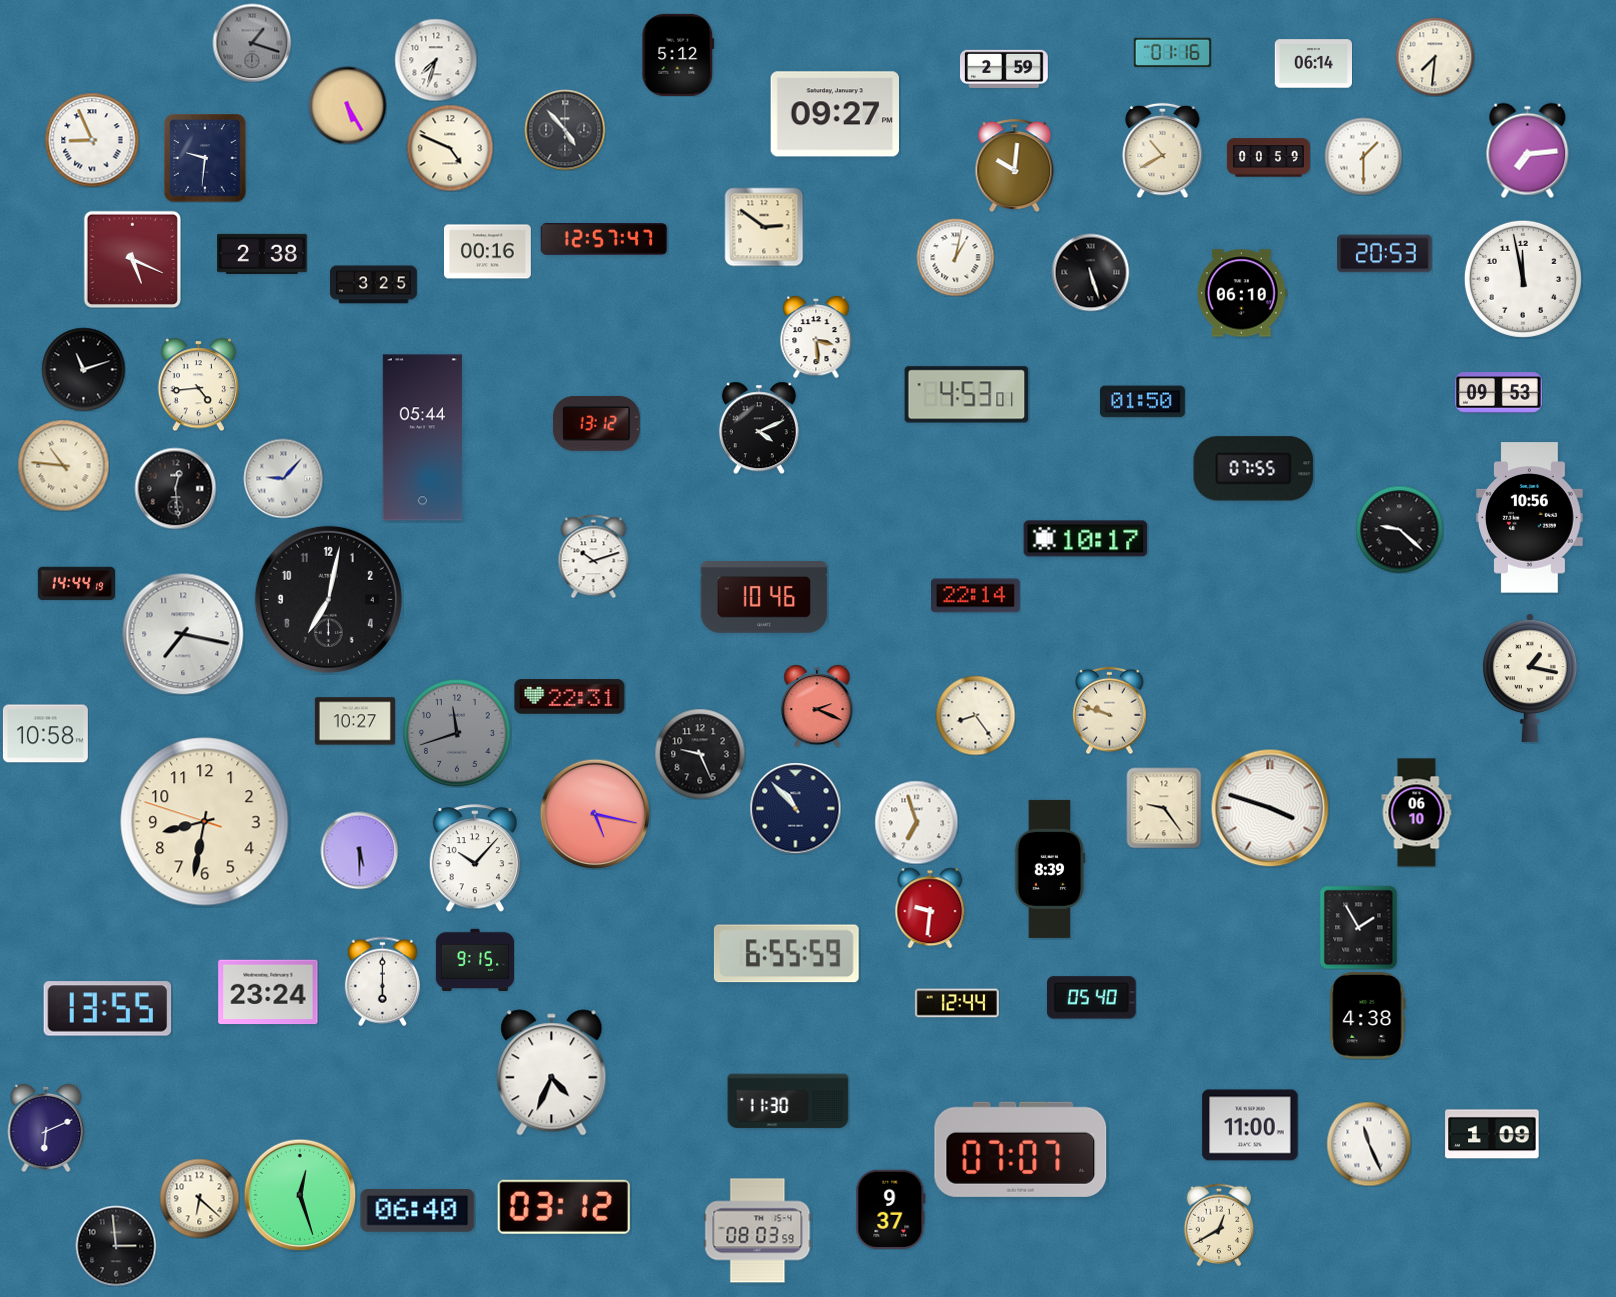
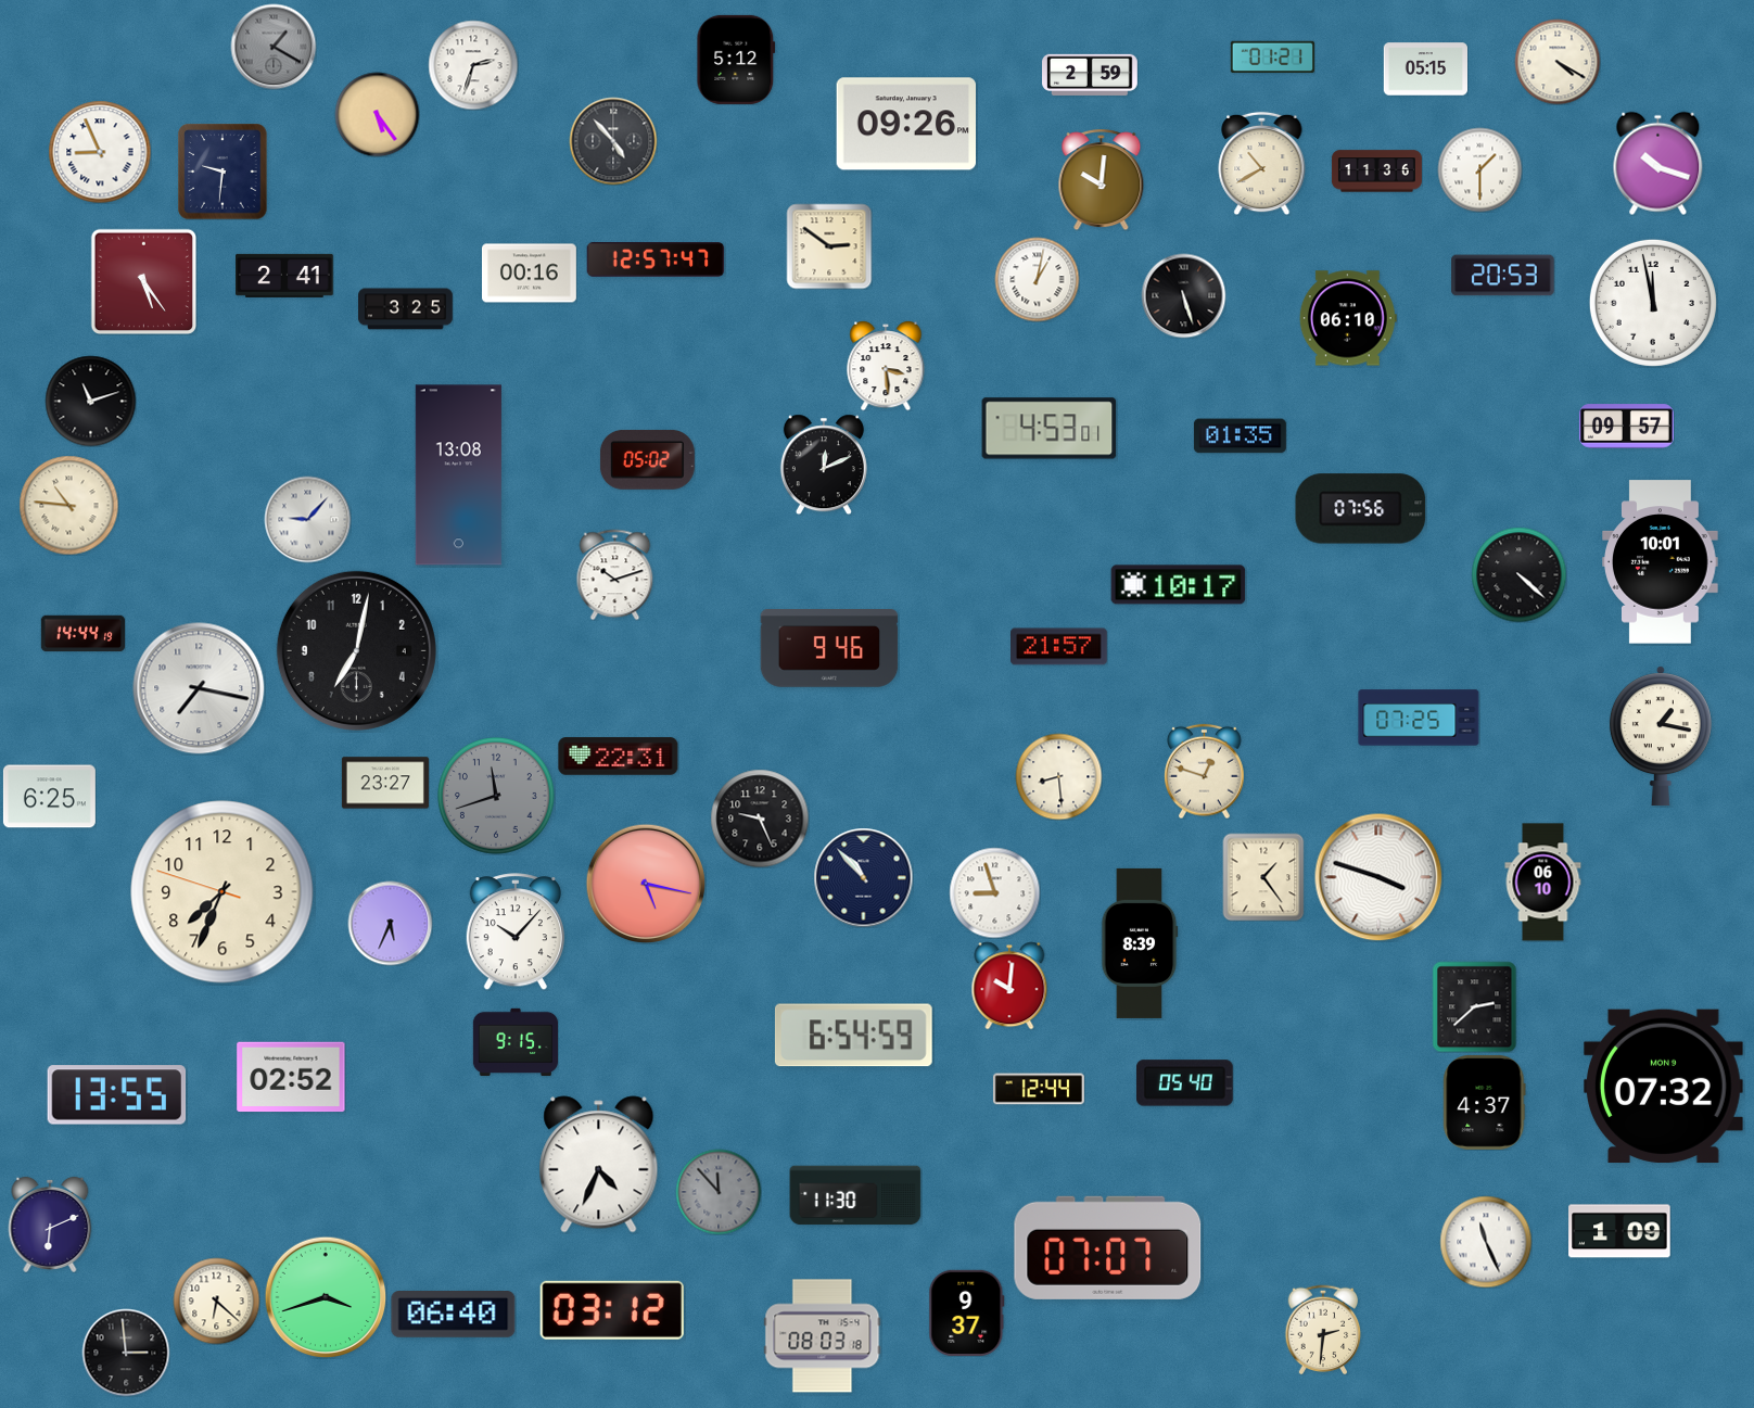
clock at (252, 43): 1:18 -> 1:20
clock at (1172, 53): 01:16 -> 01:21
clock at (1435, 57): 7:31 -> 4:20
clock at (436, 60): 7:33 -> 2:33
clock at (1313, 64): 06:14 -> 05:15
clock at (347, 105): 5:25 -> 5:24
clock at (834, 114): 09:27 -> 09:26
clock at (450, 148): 4:49 -> none
clock at (1528, 150): 7:14 -> 10:18
clock at (1268, 158): 00:59 -> 11:36
clock at (262, 254): 2:38 -> 2:41
clock at (132, 259): 5:19 -> 5:24
clock at (198, 384): 4:44 -> none
clock at (1498, 393): 09:53 -> 09:57
clock at (1142, 402): 01:50 -> 01:35
clock at (596, 423): 13:12 -> 05:02
clock at (759, 428): 4:11 -> 12:11
clock at (422, 438): 05:44 -> 13:08
clock at (1254, 469): 07:55 -> 07:56
clock at (175, 488): 12:29 -> none
clock at (1530, 518): 10:56 -> 10:01
clock at (1399, 529): 9:22 -> 4:22
clock at (594, 556) position: (594, 556) -> (615, 574)
clock at (976, 596): 22:14 -> 21:57
clock at (764, 597): 10:46 -> 9:46
clock at (1419, 718): none -> 07:25
clock at (817, 706): 2:19 -> none
clock at (1110, 710): 9:48 -> 12:48
clock at (975, 715): 8:24 -> 8:29
clock at (355, 721): 10:27 -> 23:27
clock at (45, 734): 10:58 -> 6:25
clock at (1164, 808): 9:24 -> 1:24
clock at (1417, 813) position: (1417, 813) -> (1543, 883)
clock at (205, 822): 8:31 -> 7:33
clock at (916, 822): 6:57 -> 8:57
clock at (359, 850): 5:30 -> 5:34
clock at (930, 908): 9:31 -> 10:01
clock at (1359, 927): 1:55 -> 2:38
clock at (786, 954): 6:55 -> 6:54
clock at (382, 981): 6:00 -> none
clock at (268, 992): 23:24 -> 02:52
clock at (1664, 1087): none -> 07:32
clock at (1368, 1015): 4:38 -> 4:37
clock at (719, 1192): none -> 11:53
clock at (1250, 1125): 11:00 -> none
clock at (300, 1195): 12:27 -> 3:42
clock at (1219, 1225): 12:40 -> 2:31
clock at (758, 1231): 08:03:59 -> 08:03:18
